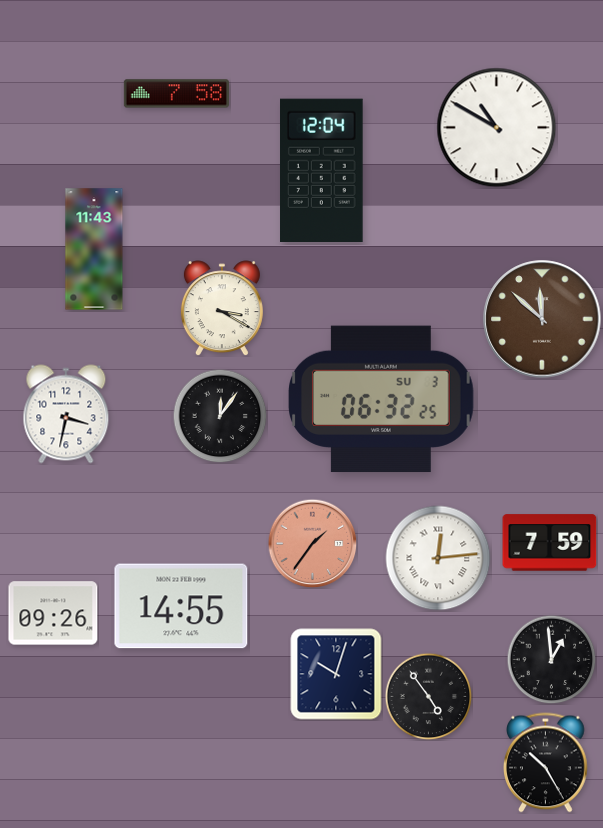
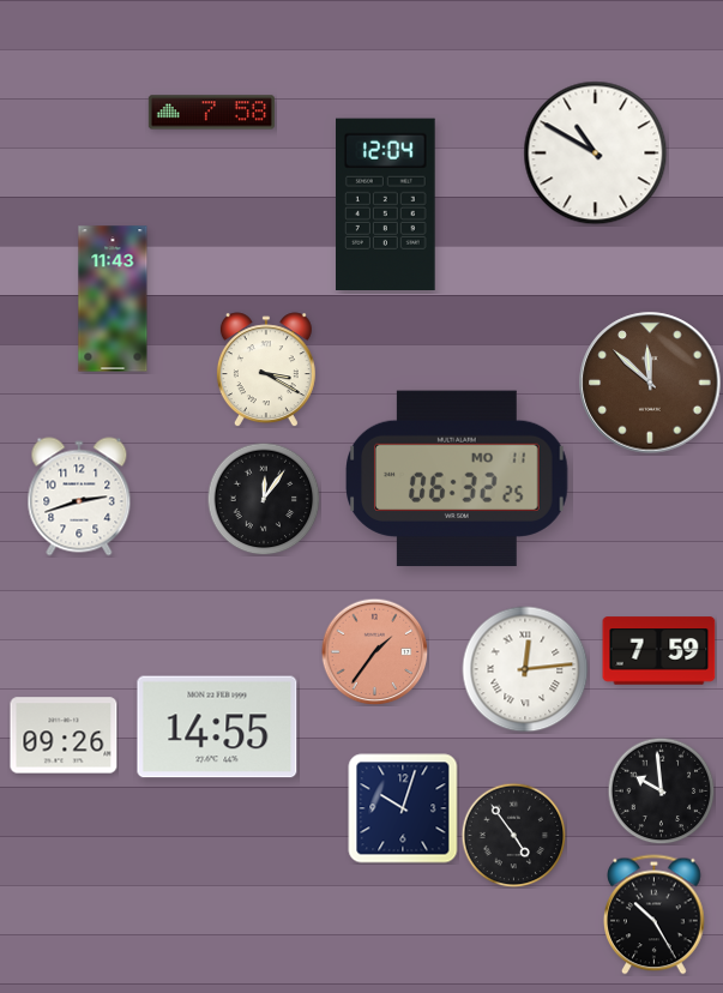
clock at (381, 399) date: SU 3 -> MO 11
clock at (66, 414): 3:32 -> 2:42
clock at (551, 659): 12:59 -> 9:59
